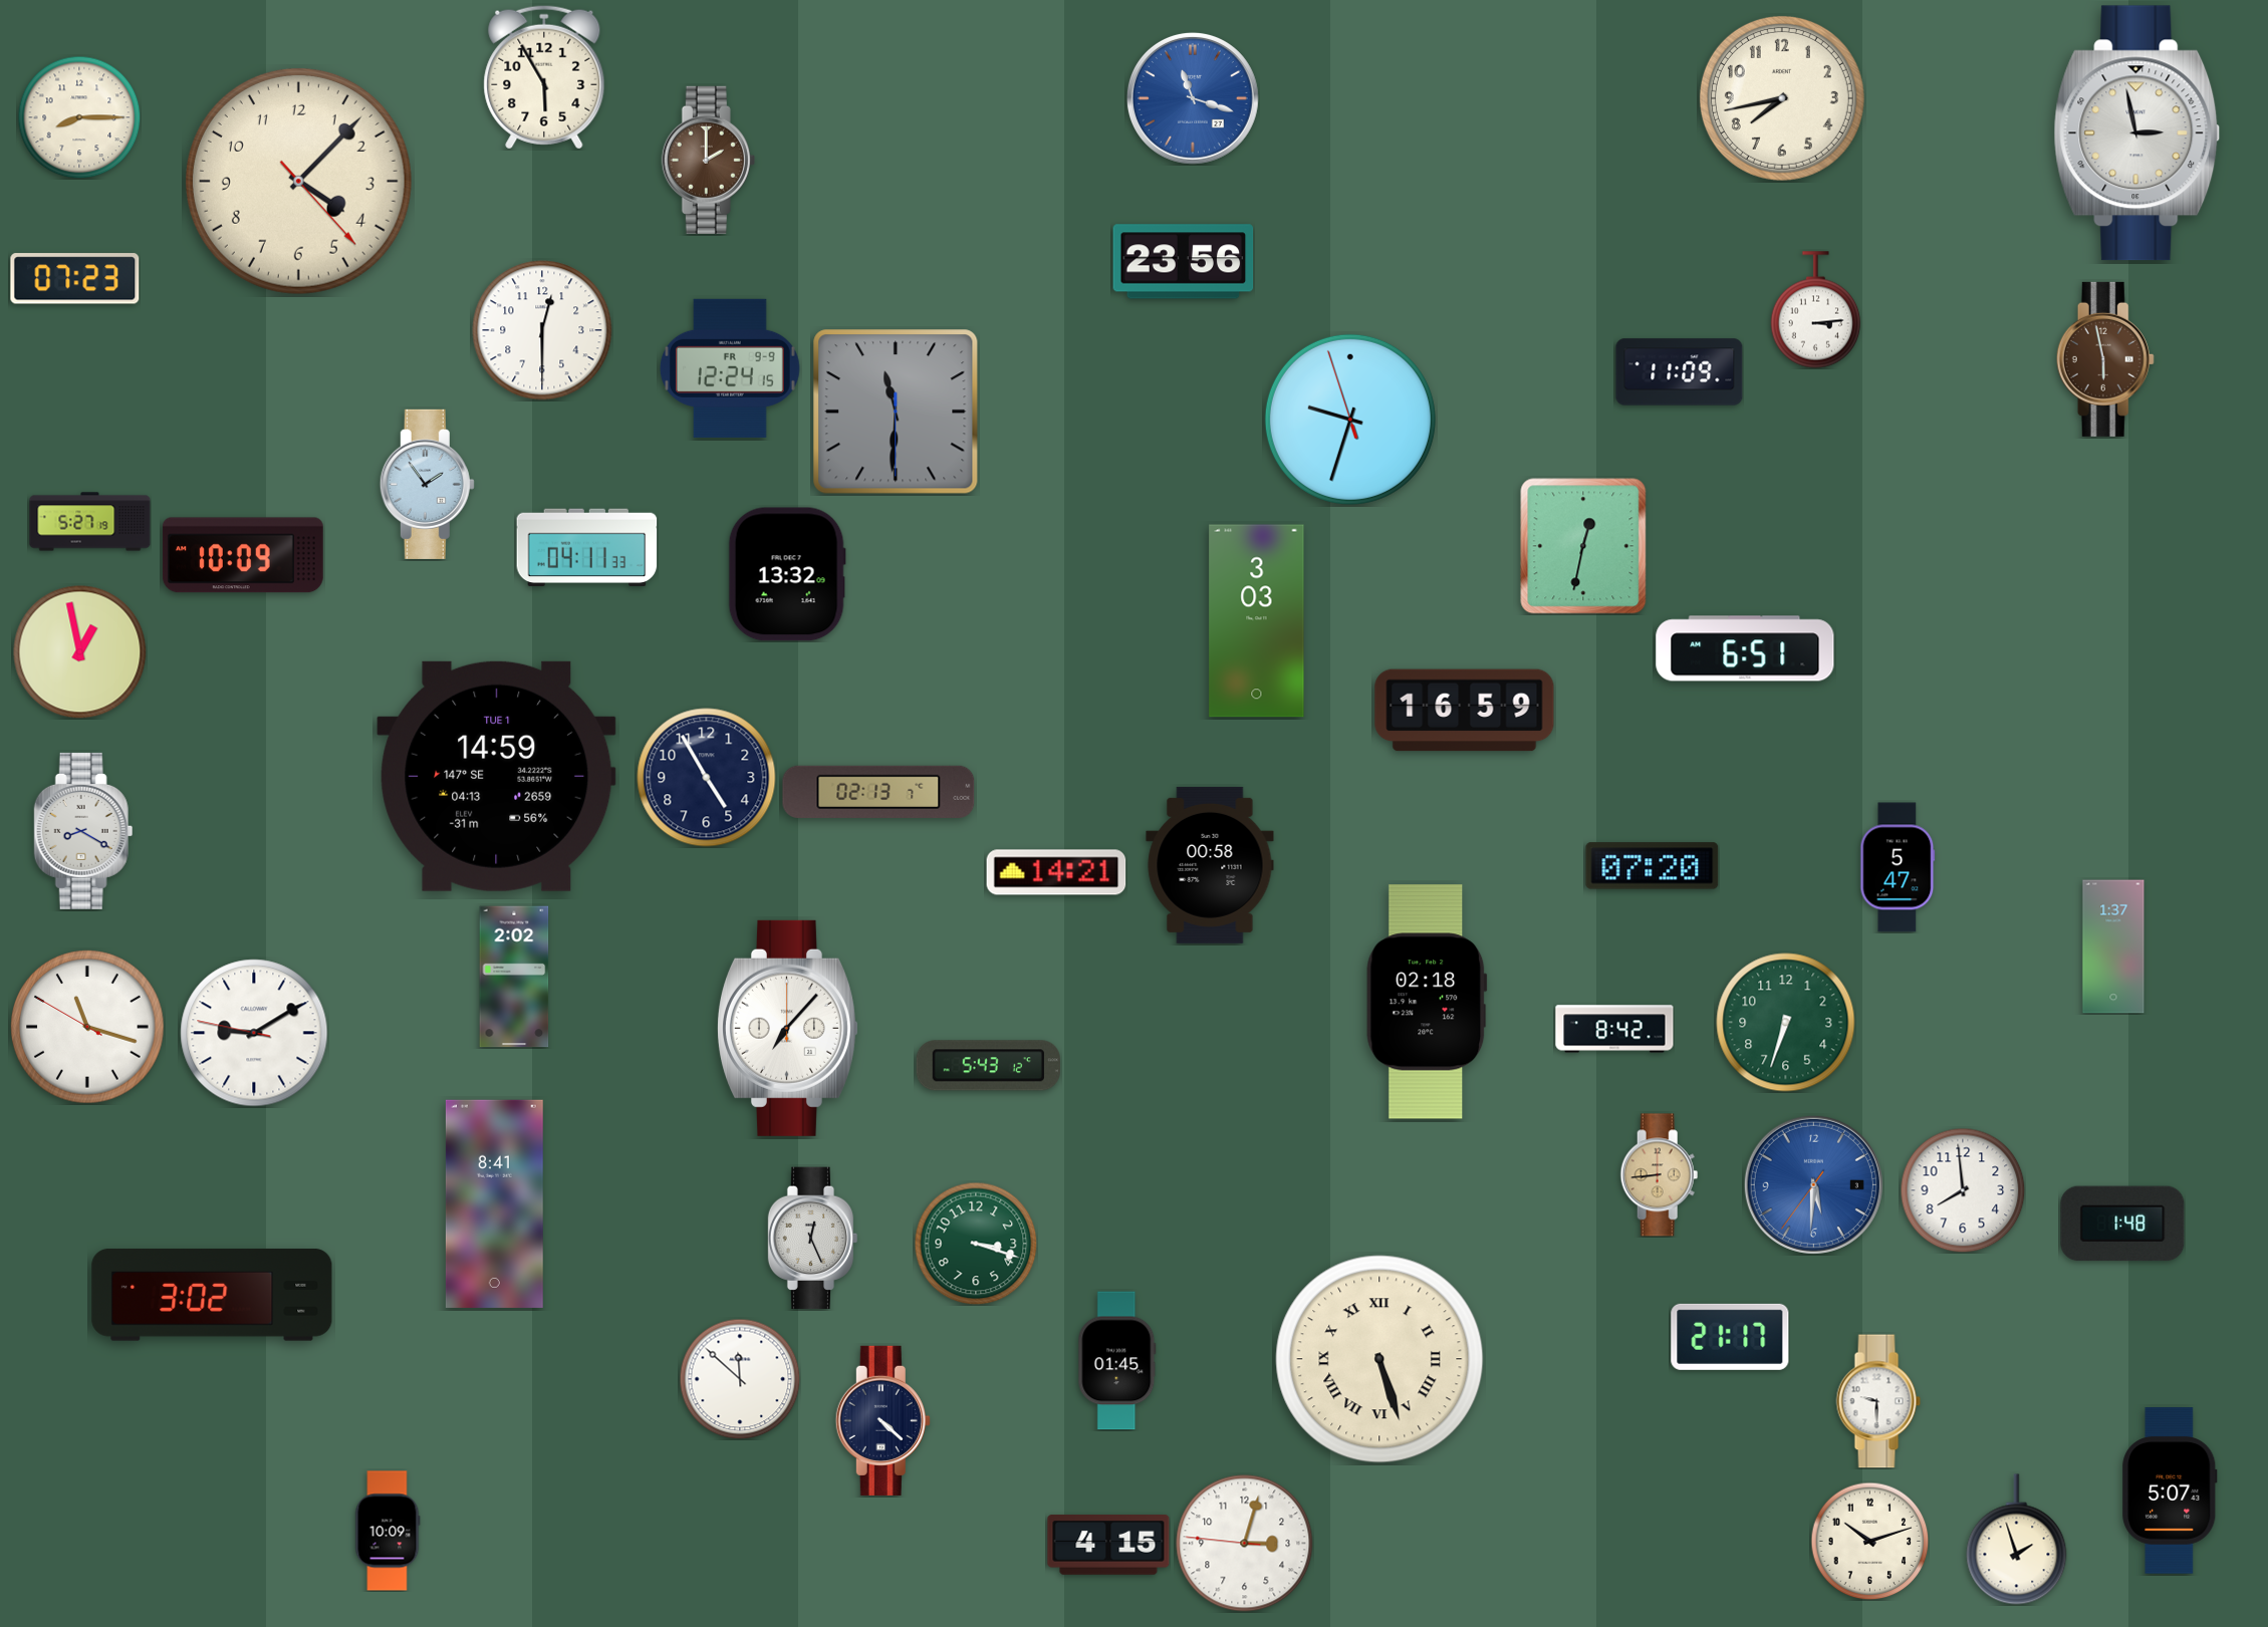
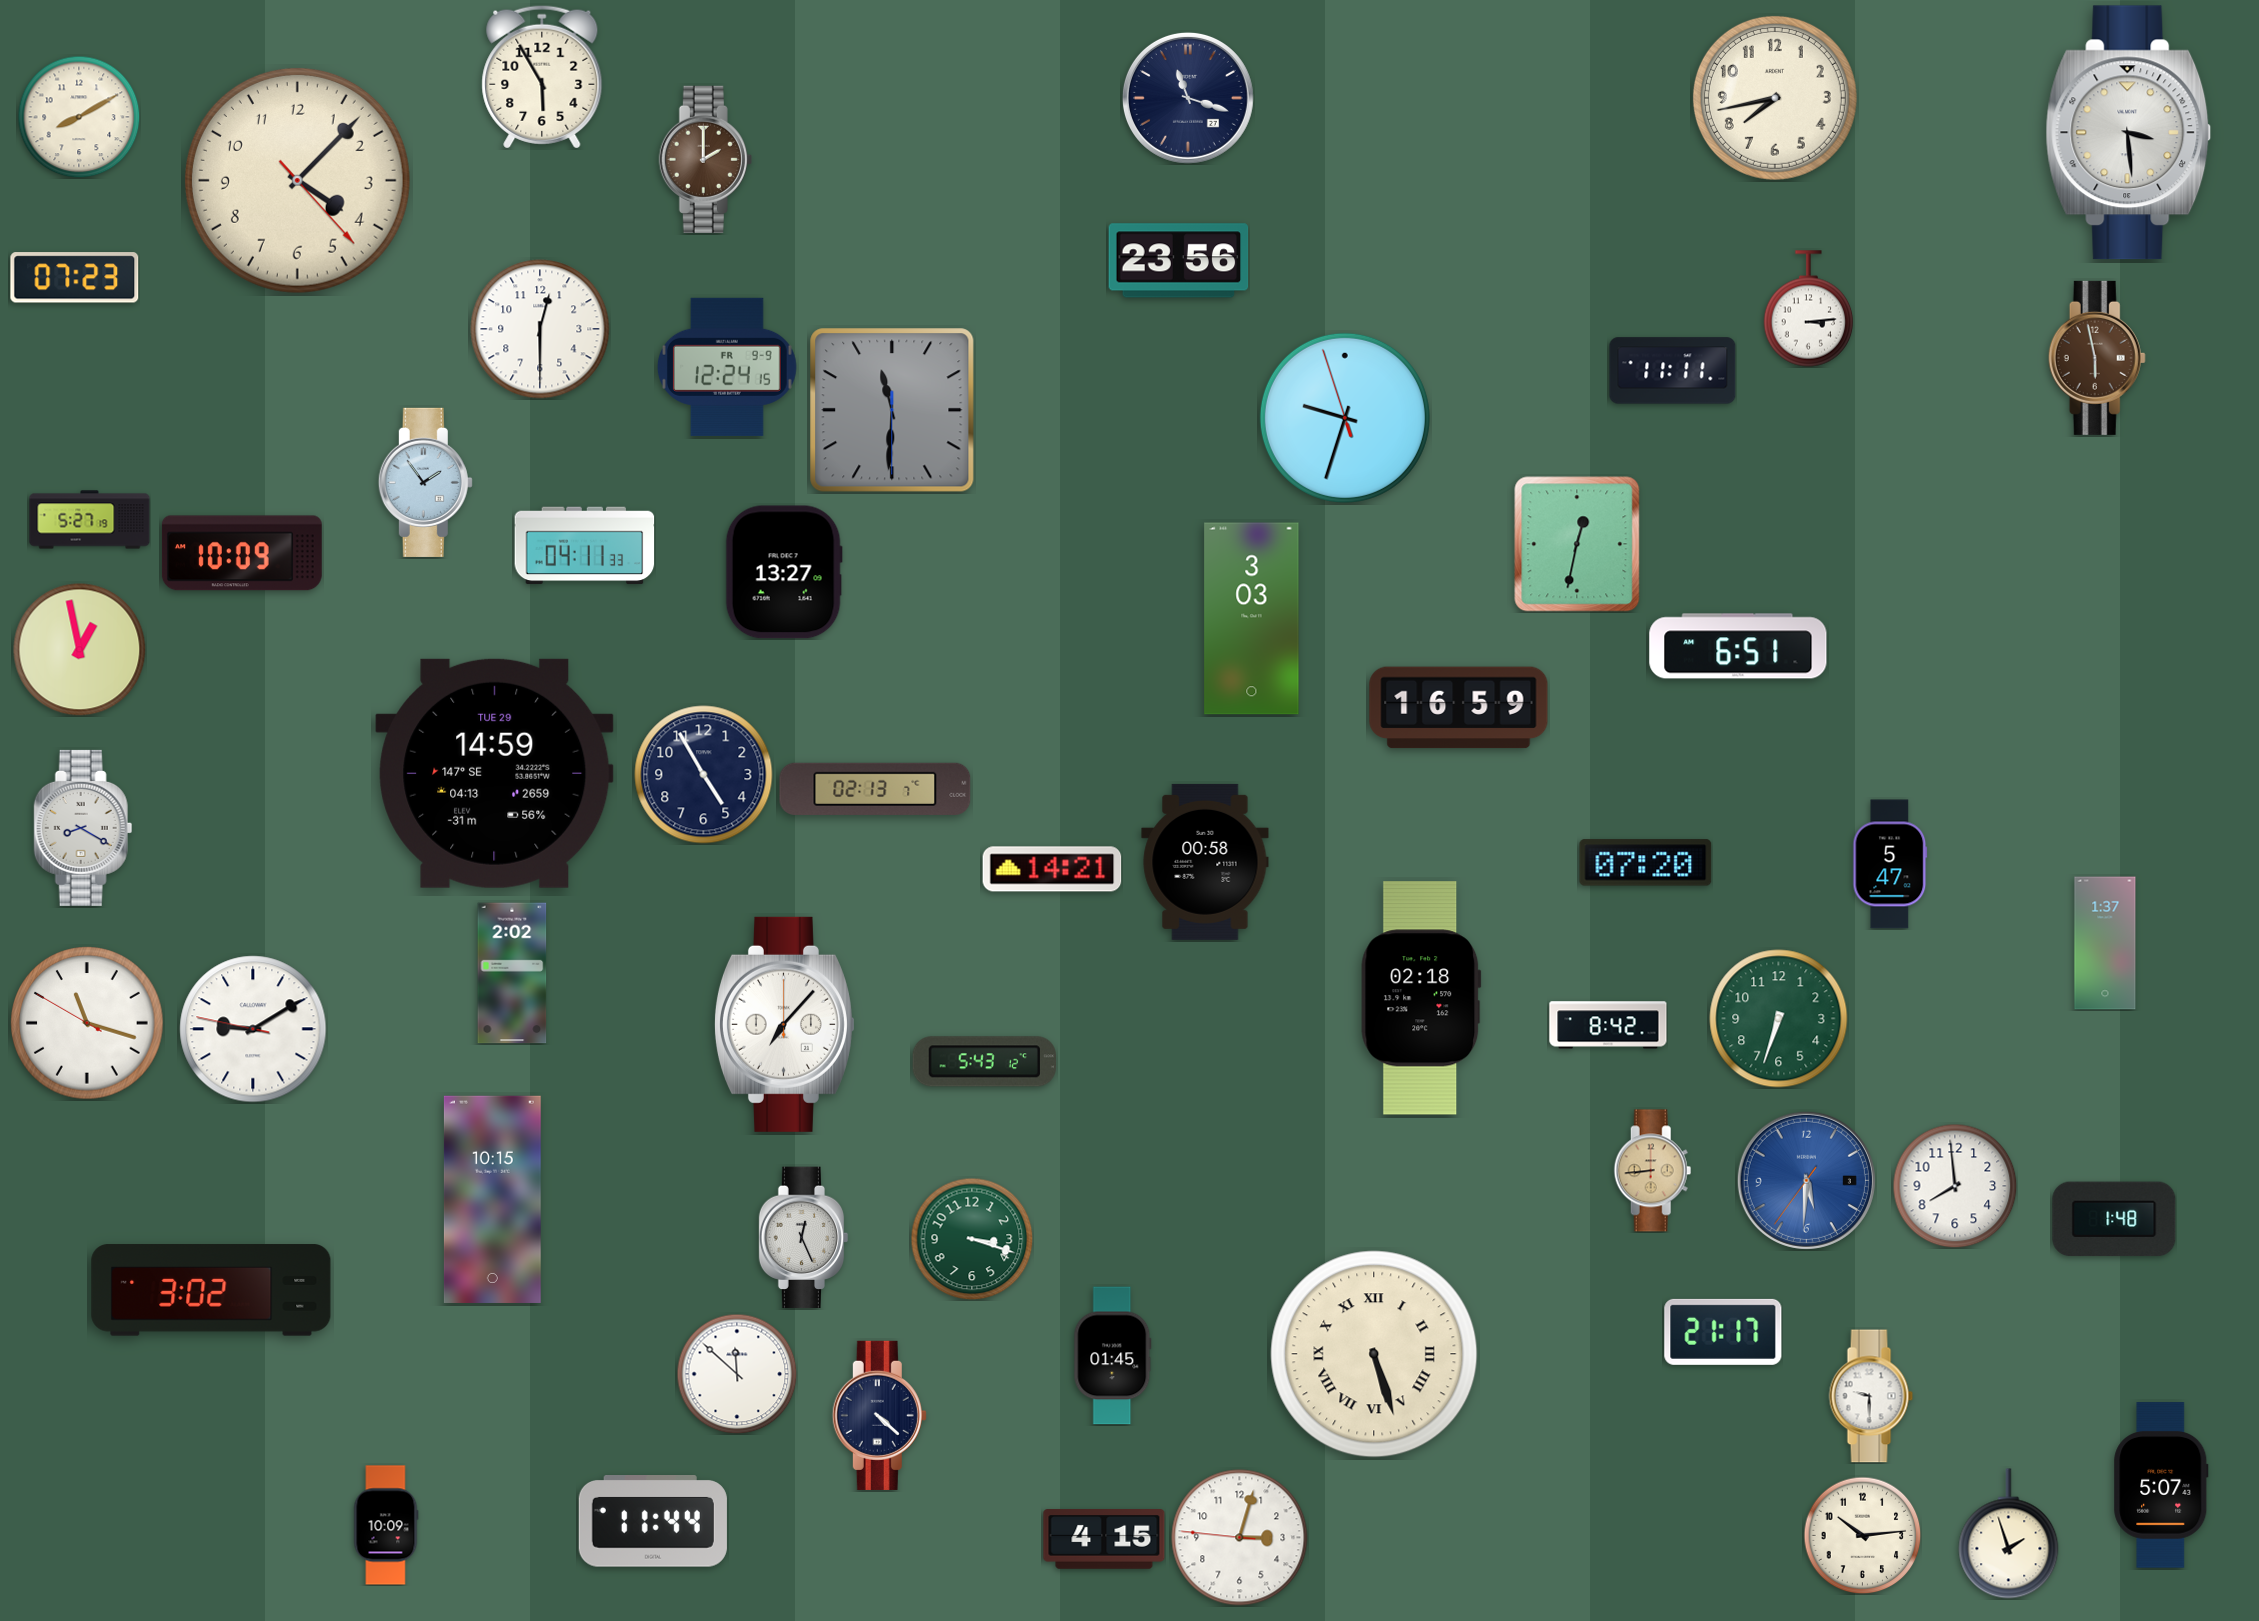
clock at (1193, 98) dial: blue -> navy
clock at (79, 117): 8:15 -> 8:10
clock at (2137, 133): 2:58 -> 3:29
clock at (1680, 372): 11:09 -> 11:11
clock at (787, 574): 13:32 -> 13:27
clock at (497, 776) date: TUE 1 -> TUE 29
clock at (494, 1203): 8:41 -> 10:15
clock at (813, 1239) position: (813, 1239) -> (804, 1238)
clock at (653, 1521): none -> 11:44
clock at (1869, 1541): 10:12 -> 10:14
